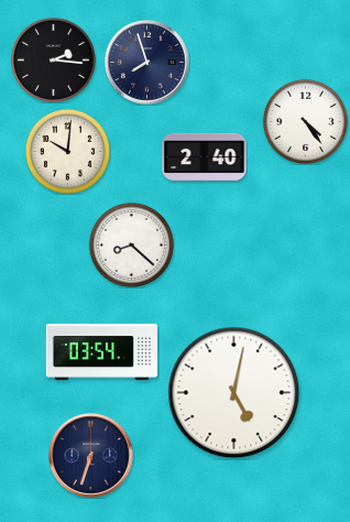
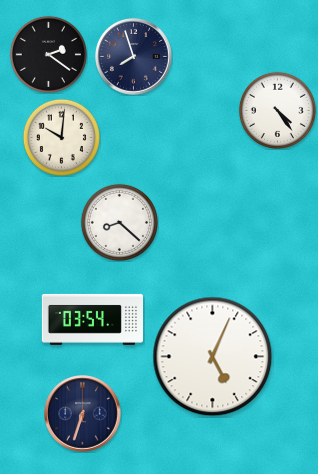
clock at (53, 59): 2:16 -> 2:21
clock at (205, 156): 2:40 -> none
clock at (234, 393): 5:02 -> 5:04
